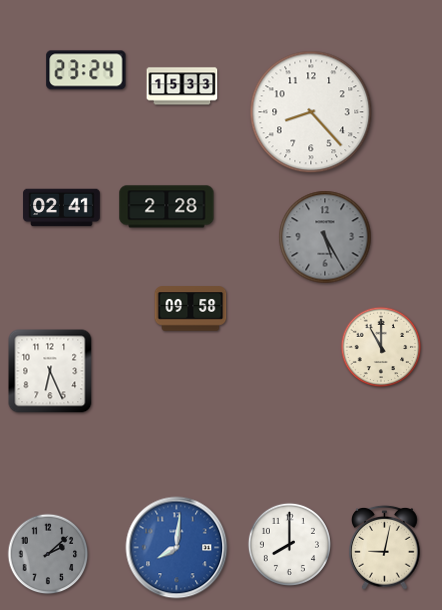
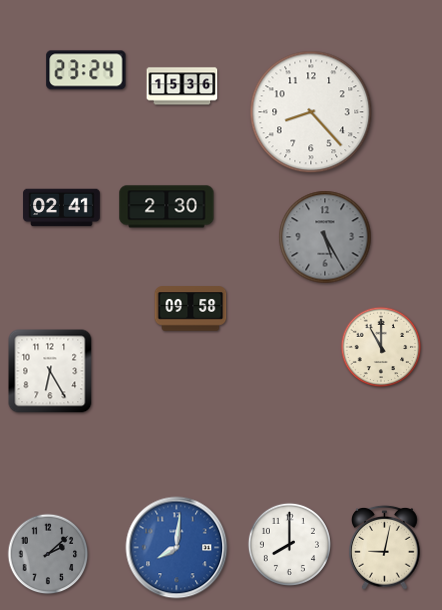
clock at (182, 86): 15:33 -> 15:36
clock at (167, 207): 2:28 -> 2:30
clock at (50, 371): 6:26 -> 6:25
